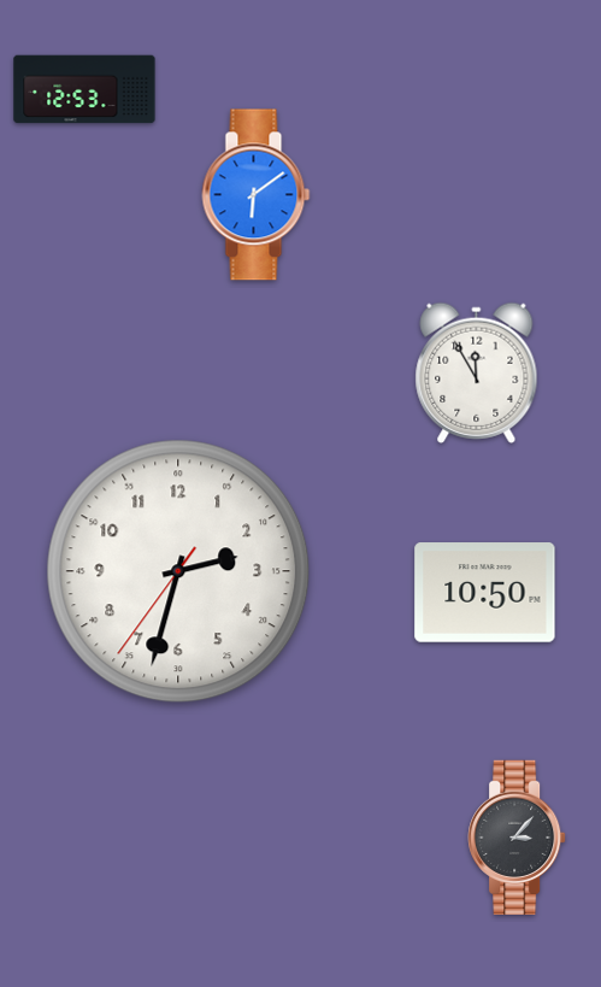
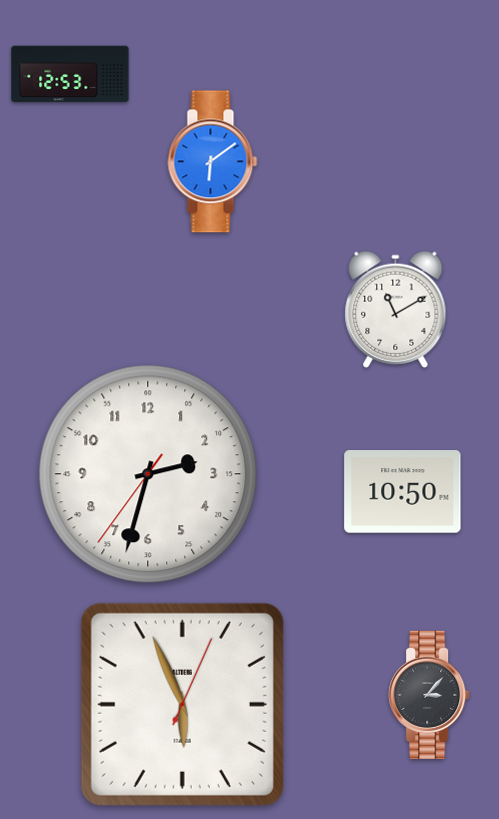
clock at (477, 372): 11:55 -> 11:10
clock at (182, 704): none -> 5:56
